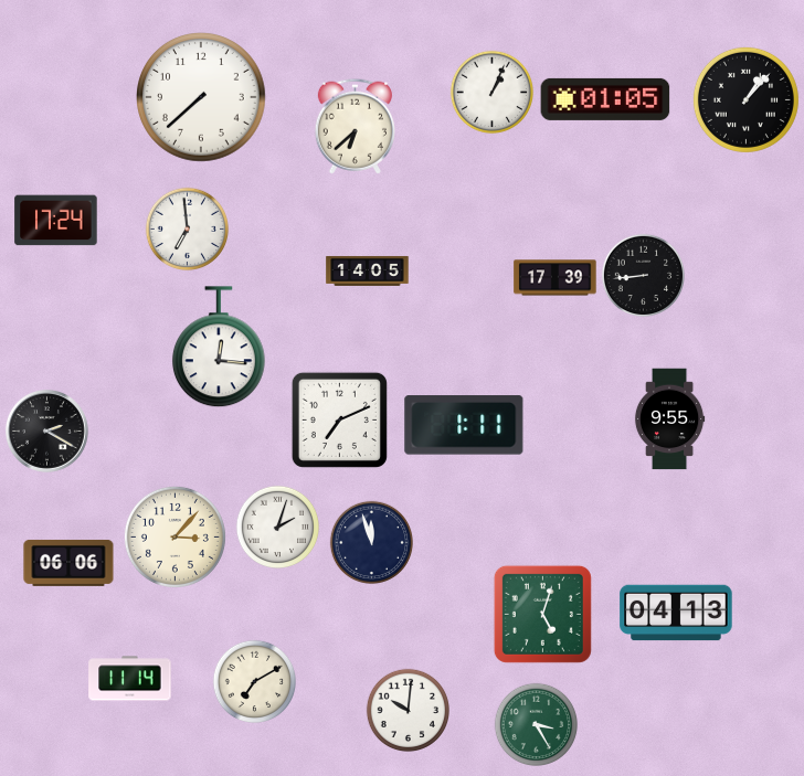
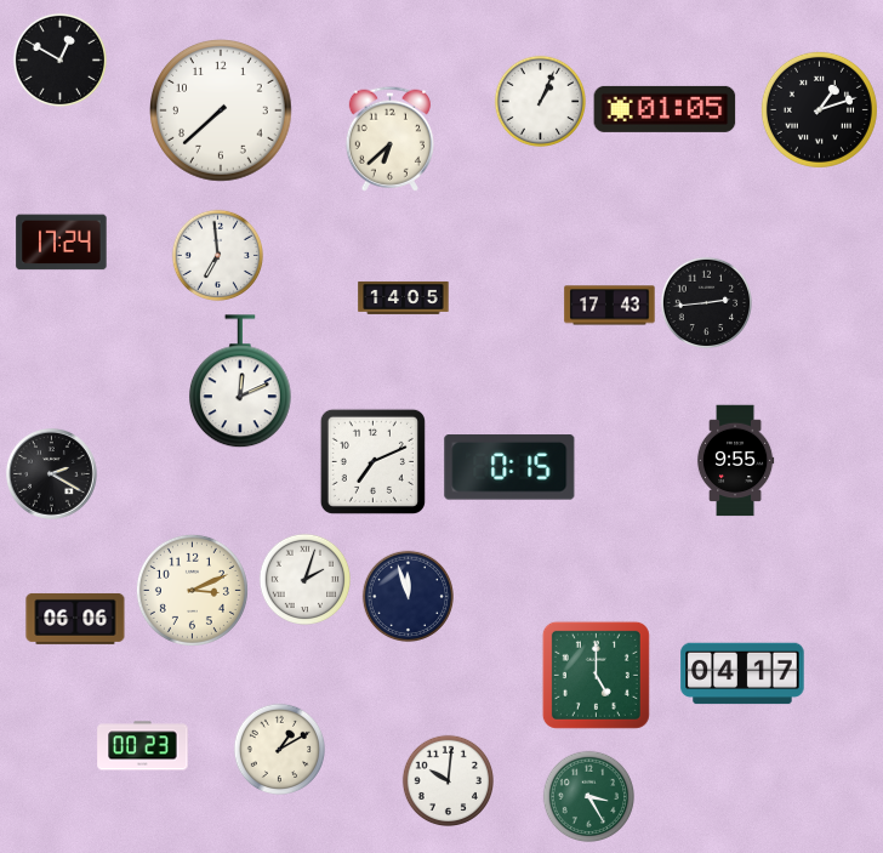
clock at (59, 59): none -> 12:50
clock at (202, 98) position: (202, 98) -> (222, 112)
clock at (745, 99): 1:07 -> 1:12
clock at (188, 230) position: (188, 230) -> (218, 256)
clock at (644, 276): 8:44 -> 2:44
clock at (556, 278): 17:39 -> 17:43
clock at (219, 348): 12:16 -> 12:11
clock at (464, 425): 1:11 -> 0:15
clock at (174, 536): 3:07 -> 3:11
clock at (676, 613): 04:13 -> 04:17
clock at (542, 614): 5:03 -> 5:00
clock at (130, 679): 11:14 -> 00:23
clock at (255, 682): 7:10 -> 1:10
